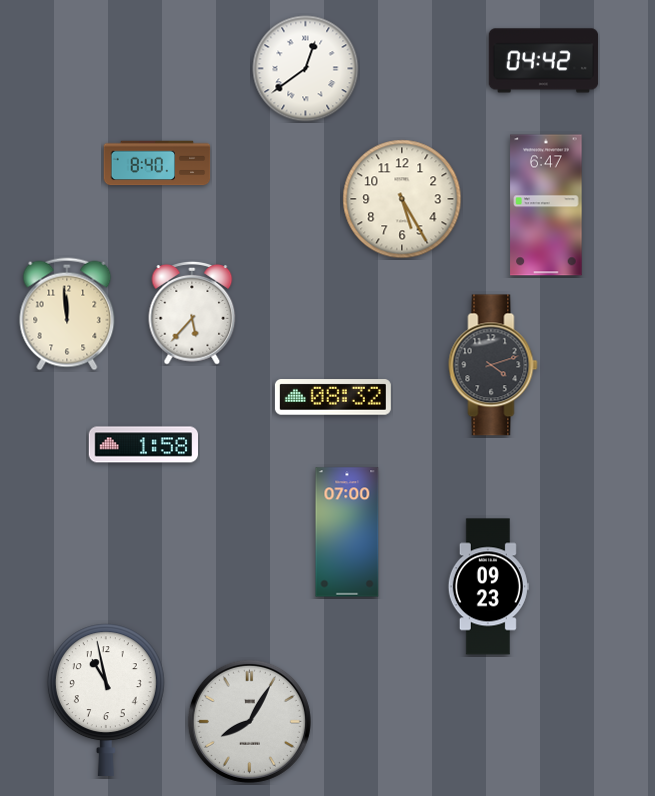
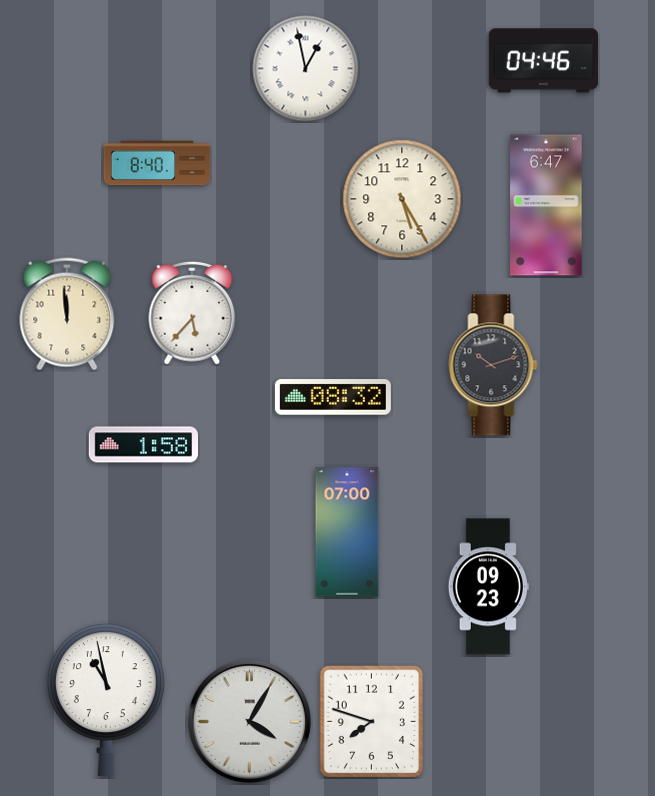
clock at (544, 61): 04:42 -> 04:46
clock at (306, 69): 12:39 -> 12:58
clock at (493, 365): 4:12 -> 10:12
clock at (249, 721): 8:05 -> 4:05
clock at (372, 722): none -> 7:48
